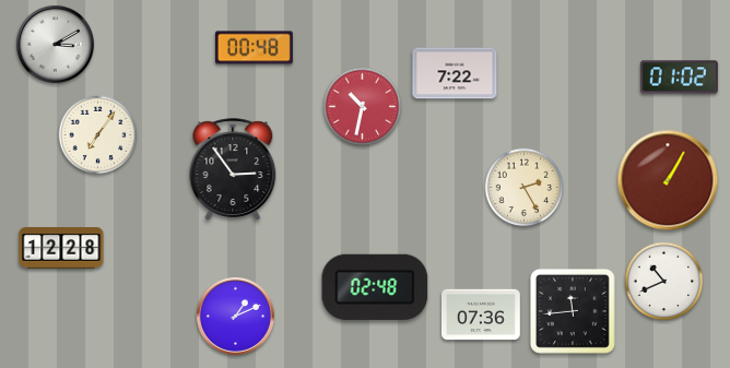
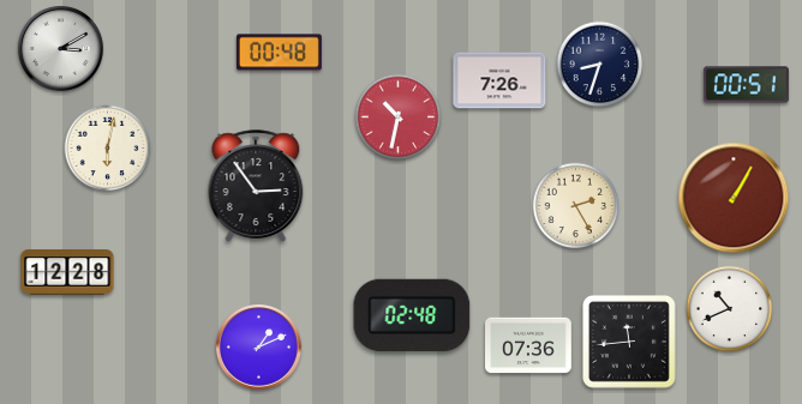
clock at (600, 65): none -> 8:33
clock at (455, 73): 7:22 -> 7:26
clock at (679, 78): 01:02 -> 00:51
clock at (98, 135): 7:06 -> 6:02
